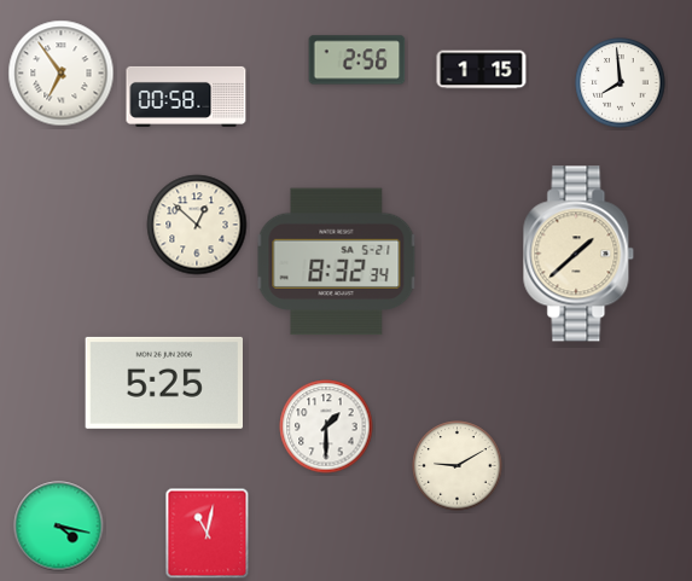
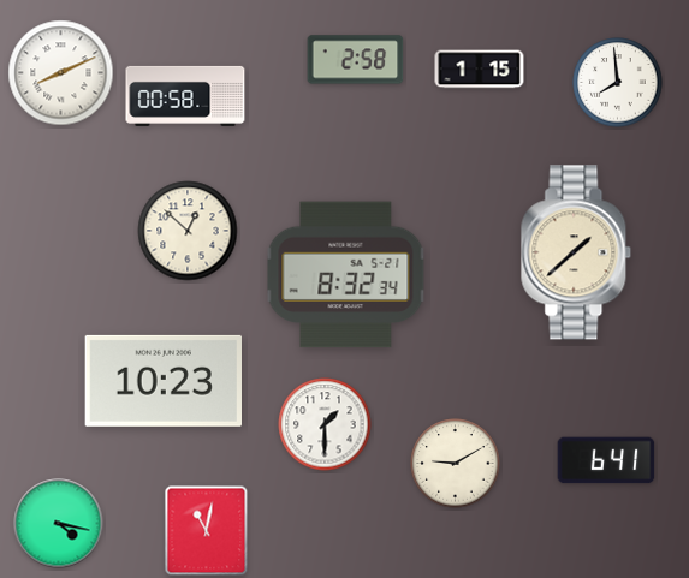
clock at (357, 60): 2:56 -> 2:58
clock at (62, 74): 6:54 -> 8:11
clock at (197, 225) position: (197, 225) -> (188, 231)
clock at (337, 262) position: (337, 262) -> (346, 275)
clock at (163, 383): 5:25 -> 10:23
clock at (606, 460): none -> 6:41
